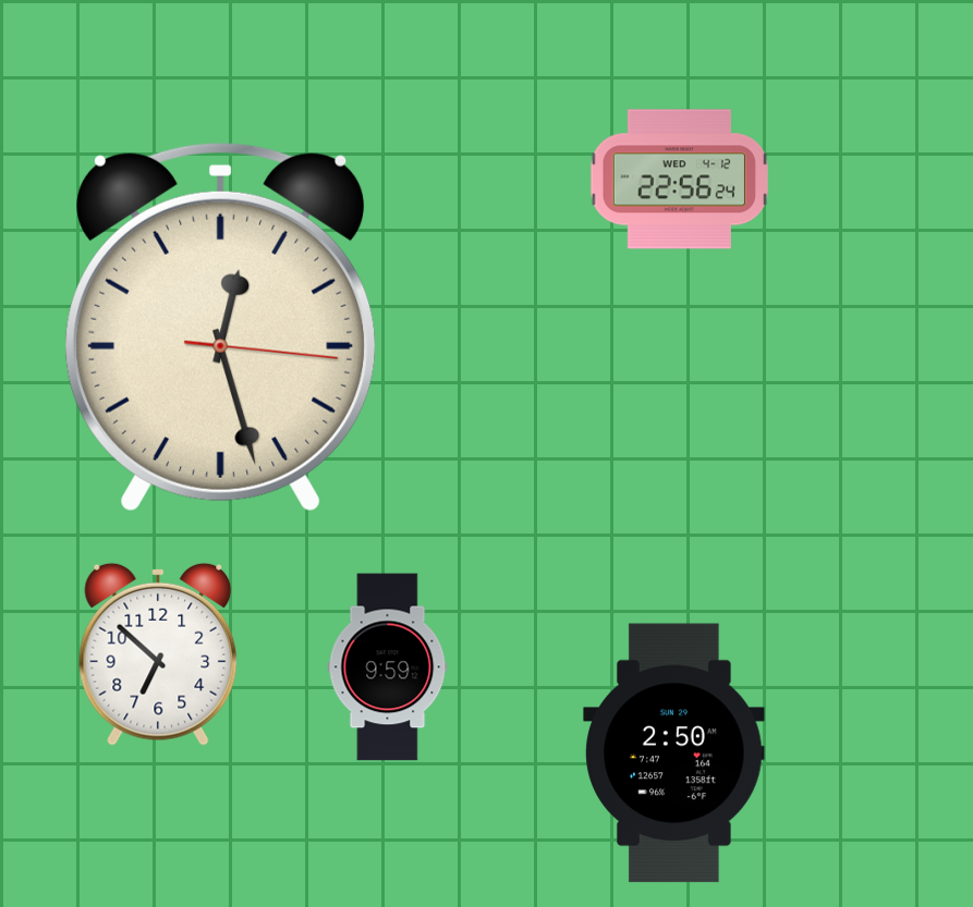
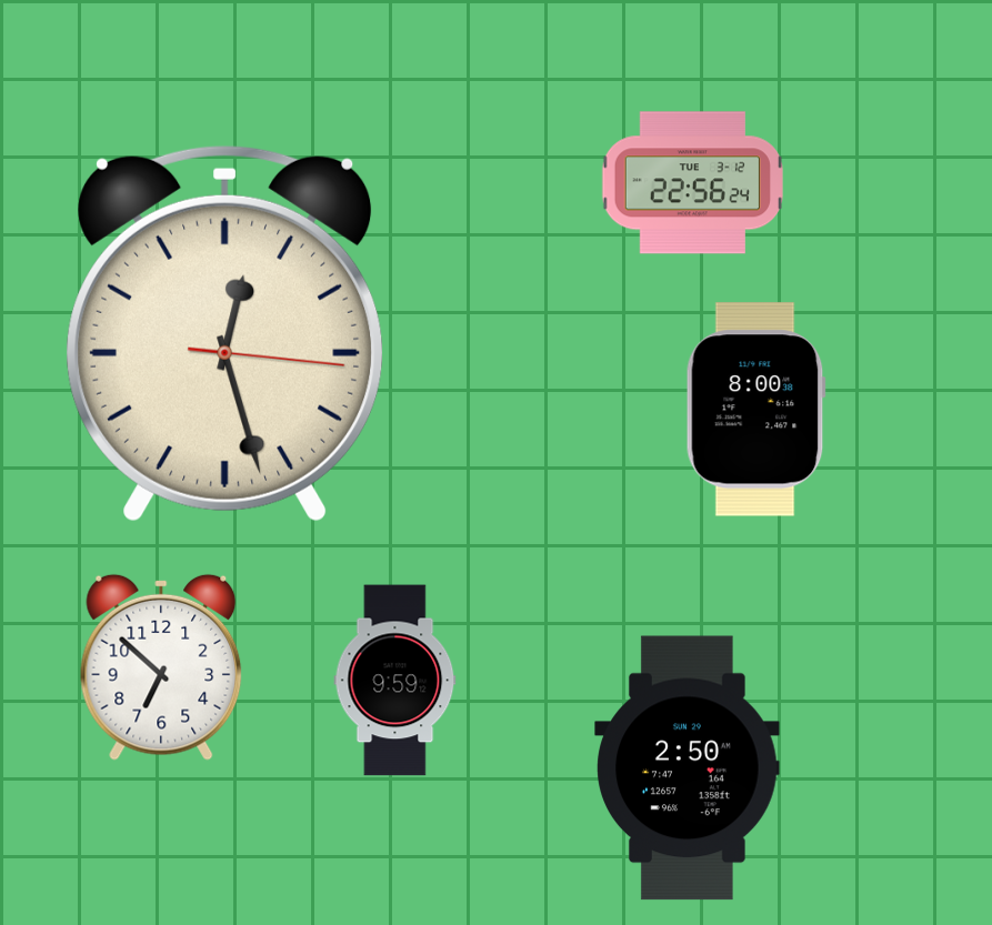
clock at (679, 180) date: WED 4-12 -> TUE 3-12
clock at (755, 410): none -> 8:00
